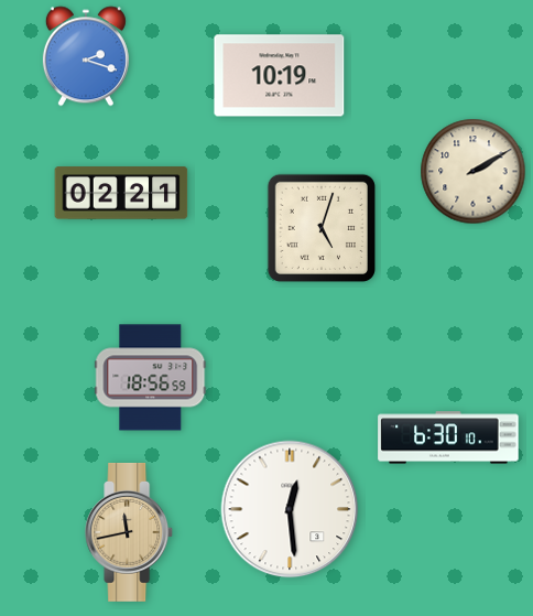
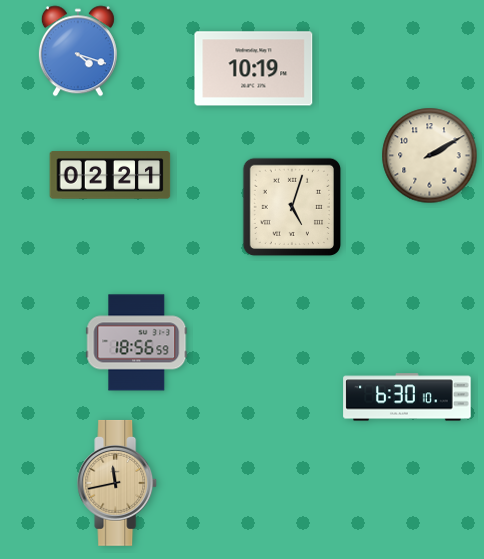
clock at (86, 56): 2:18 -> 4:18
clock at (290, 509): 12:29 -> none
